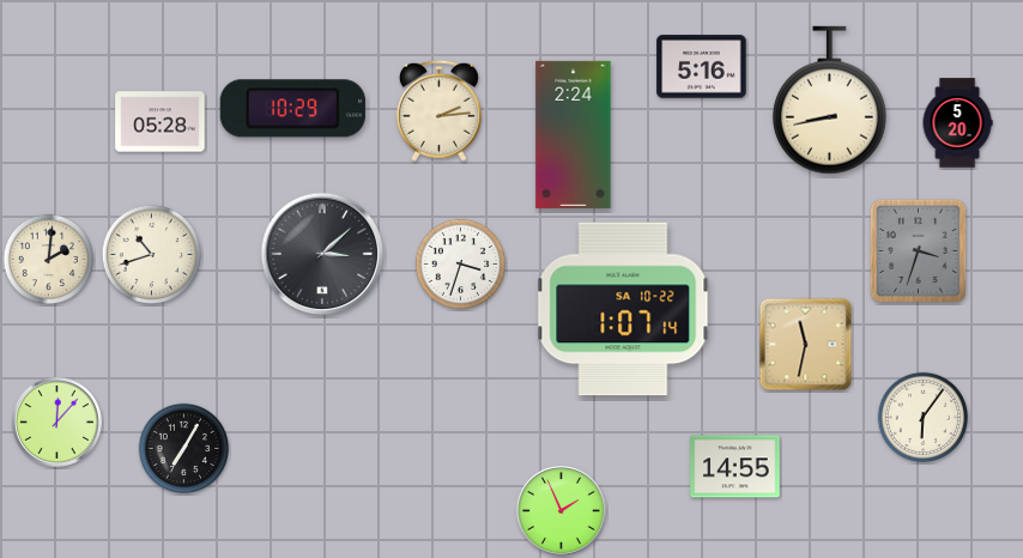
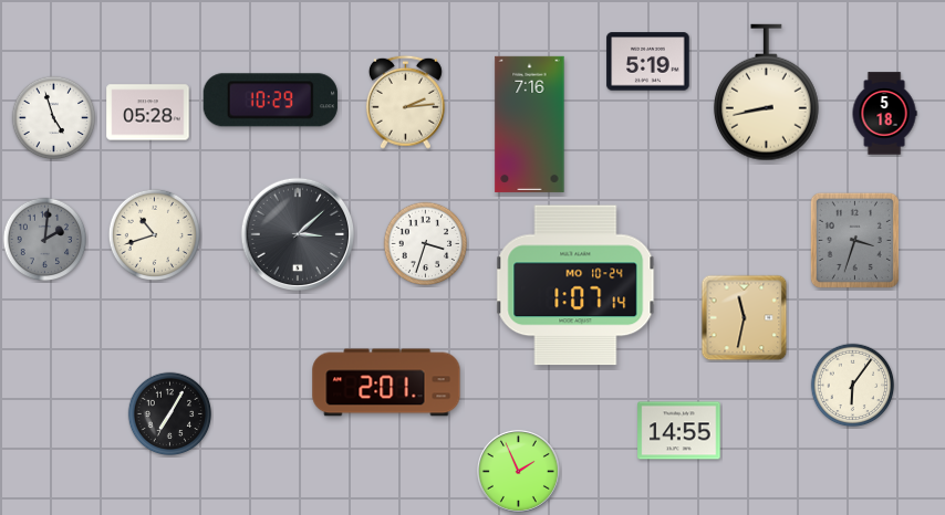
clock at (702, 67): 5:16 -> 5:19
clock at (957, 123): 5:20 -> 5:18
clock at (54, 118): none -> 4:57
clock at (574, 134): 2:24 -> 7:16
clock at (918, 250) position: (918, 250) -> (854, 240)
clock at (151, 254) position: (151, 254) -> (154, 234)
clock at (49, 260) dial: cream -> grey
clock at (623, 309) date: SA 10-22 -> MO 10-24
clock at (386, 382): none -> 2:01
clock at (56, 421): 12:07 -> none
